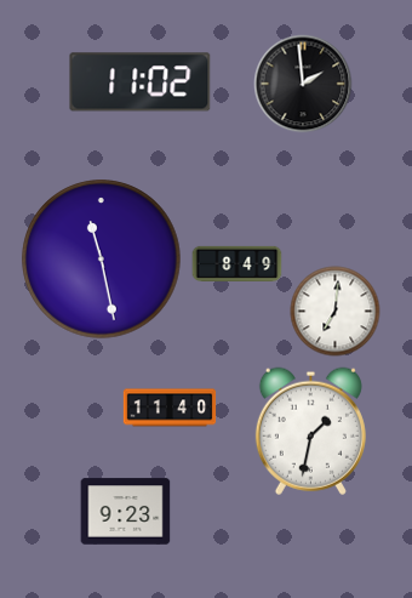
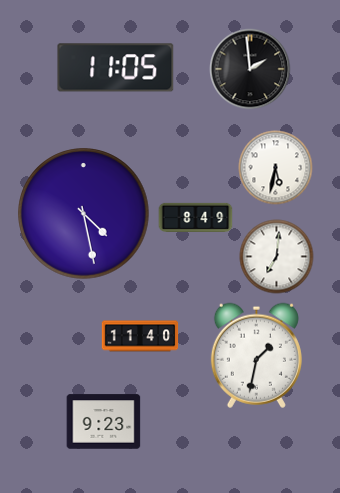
clock at (141, 82): 11:02 -> 11:05
clock at (276, 168): none -> 5:32
clock at (102, 260): 11:28 -> 4:28
